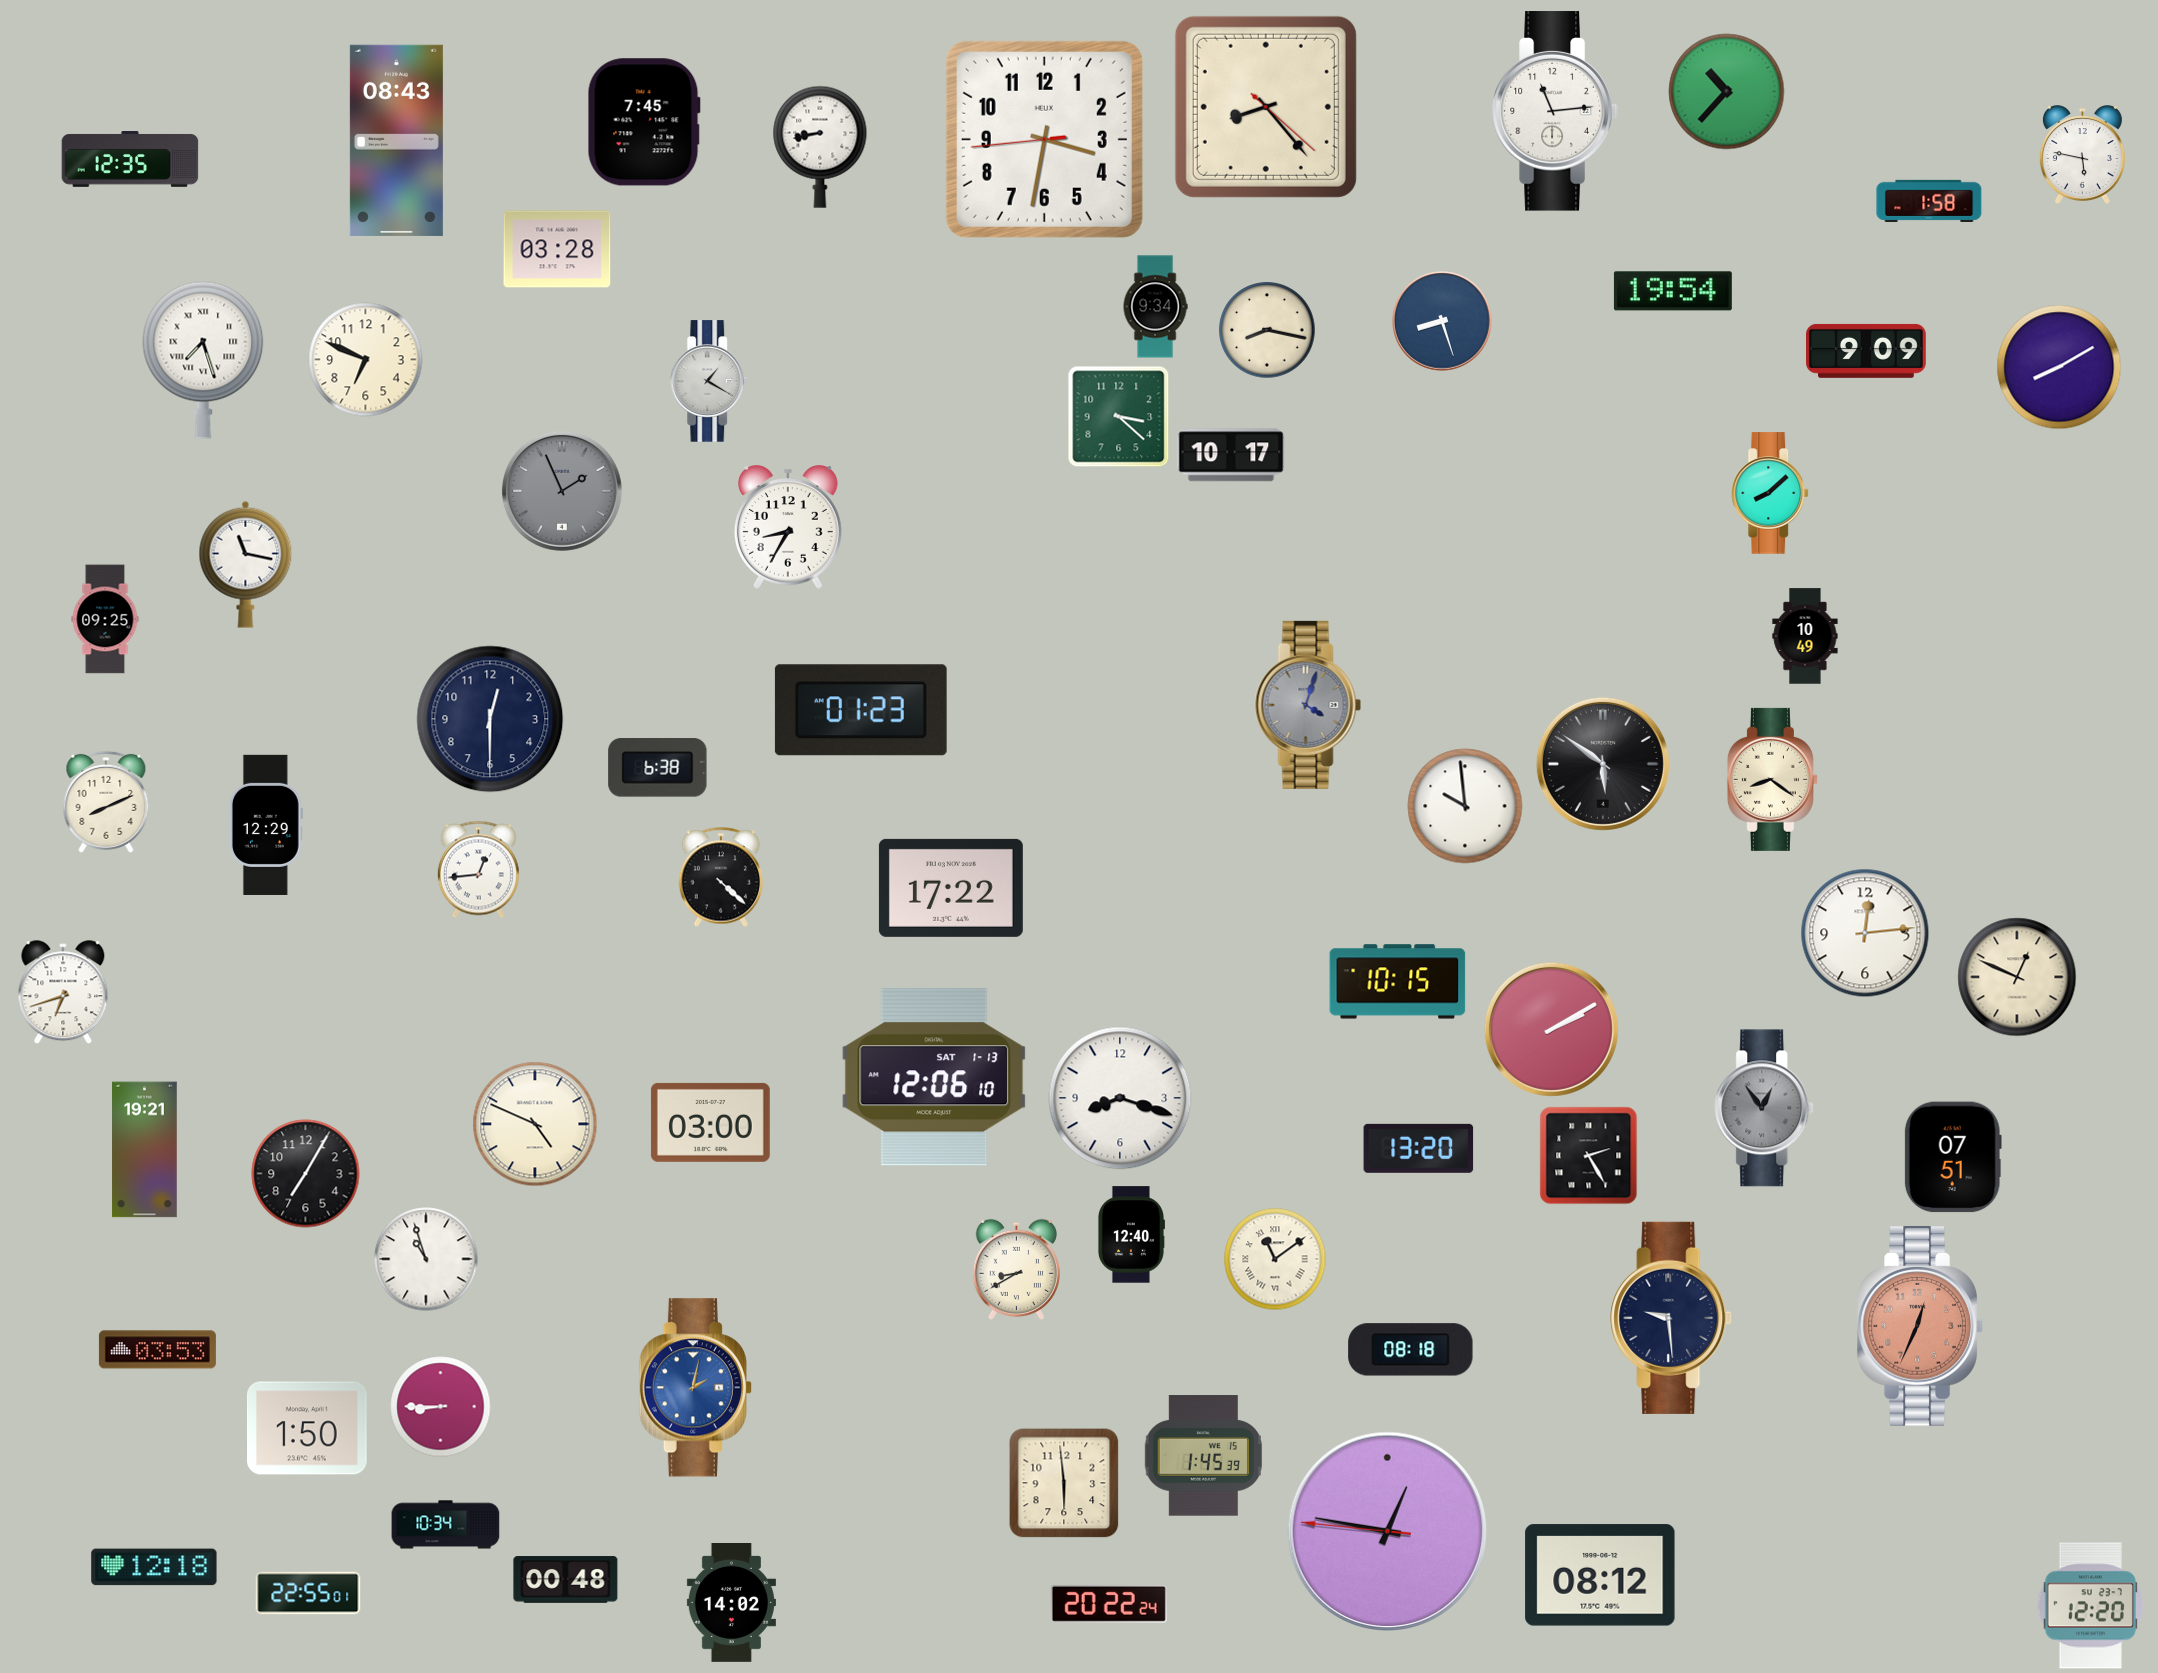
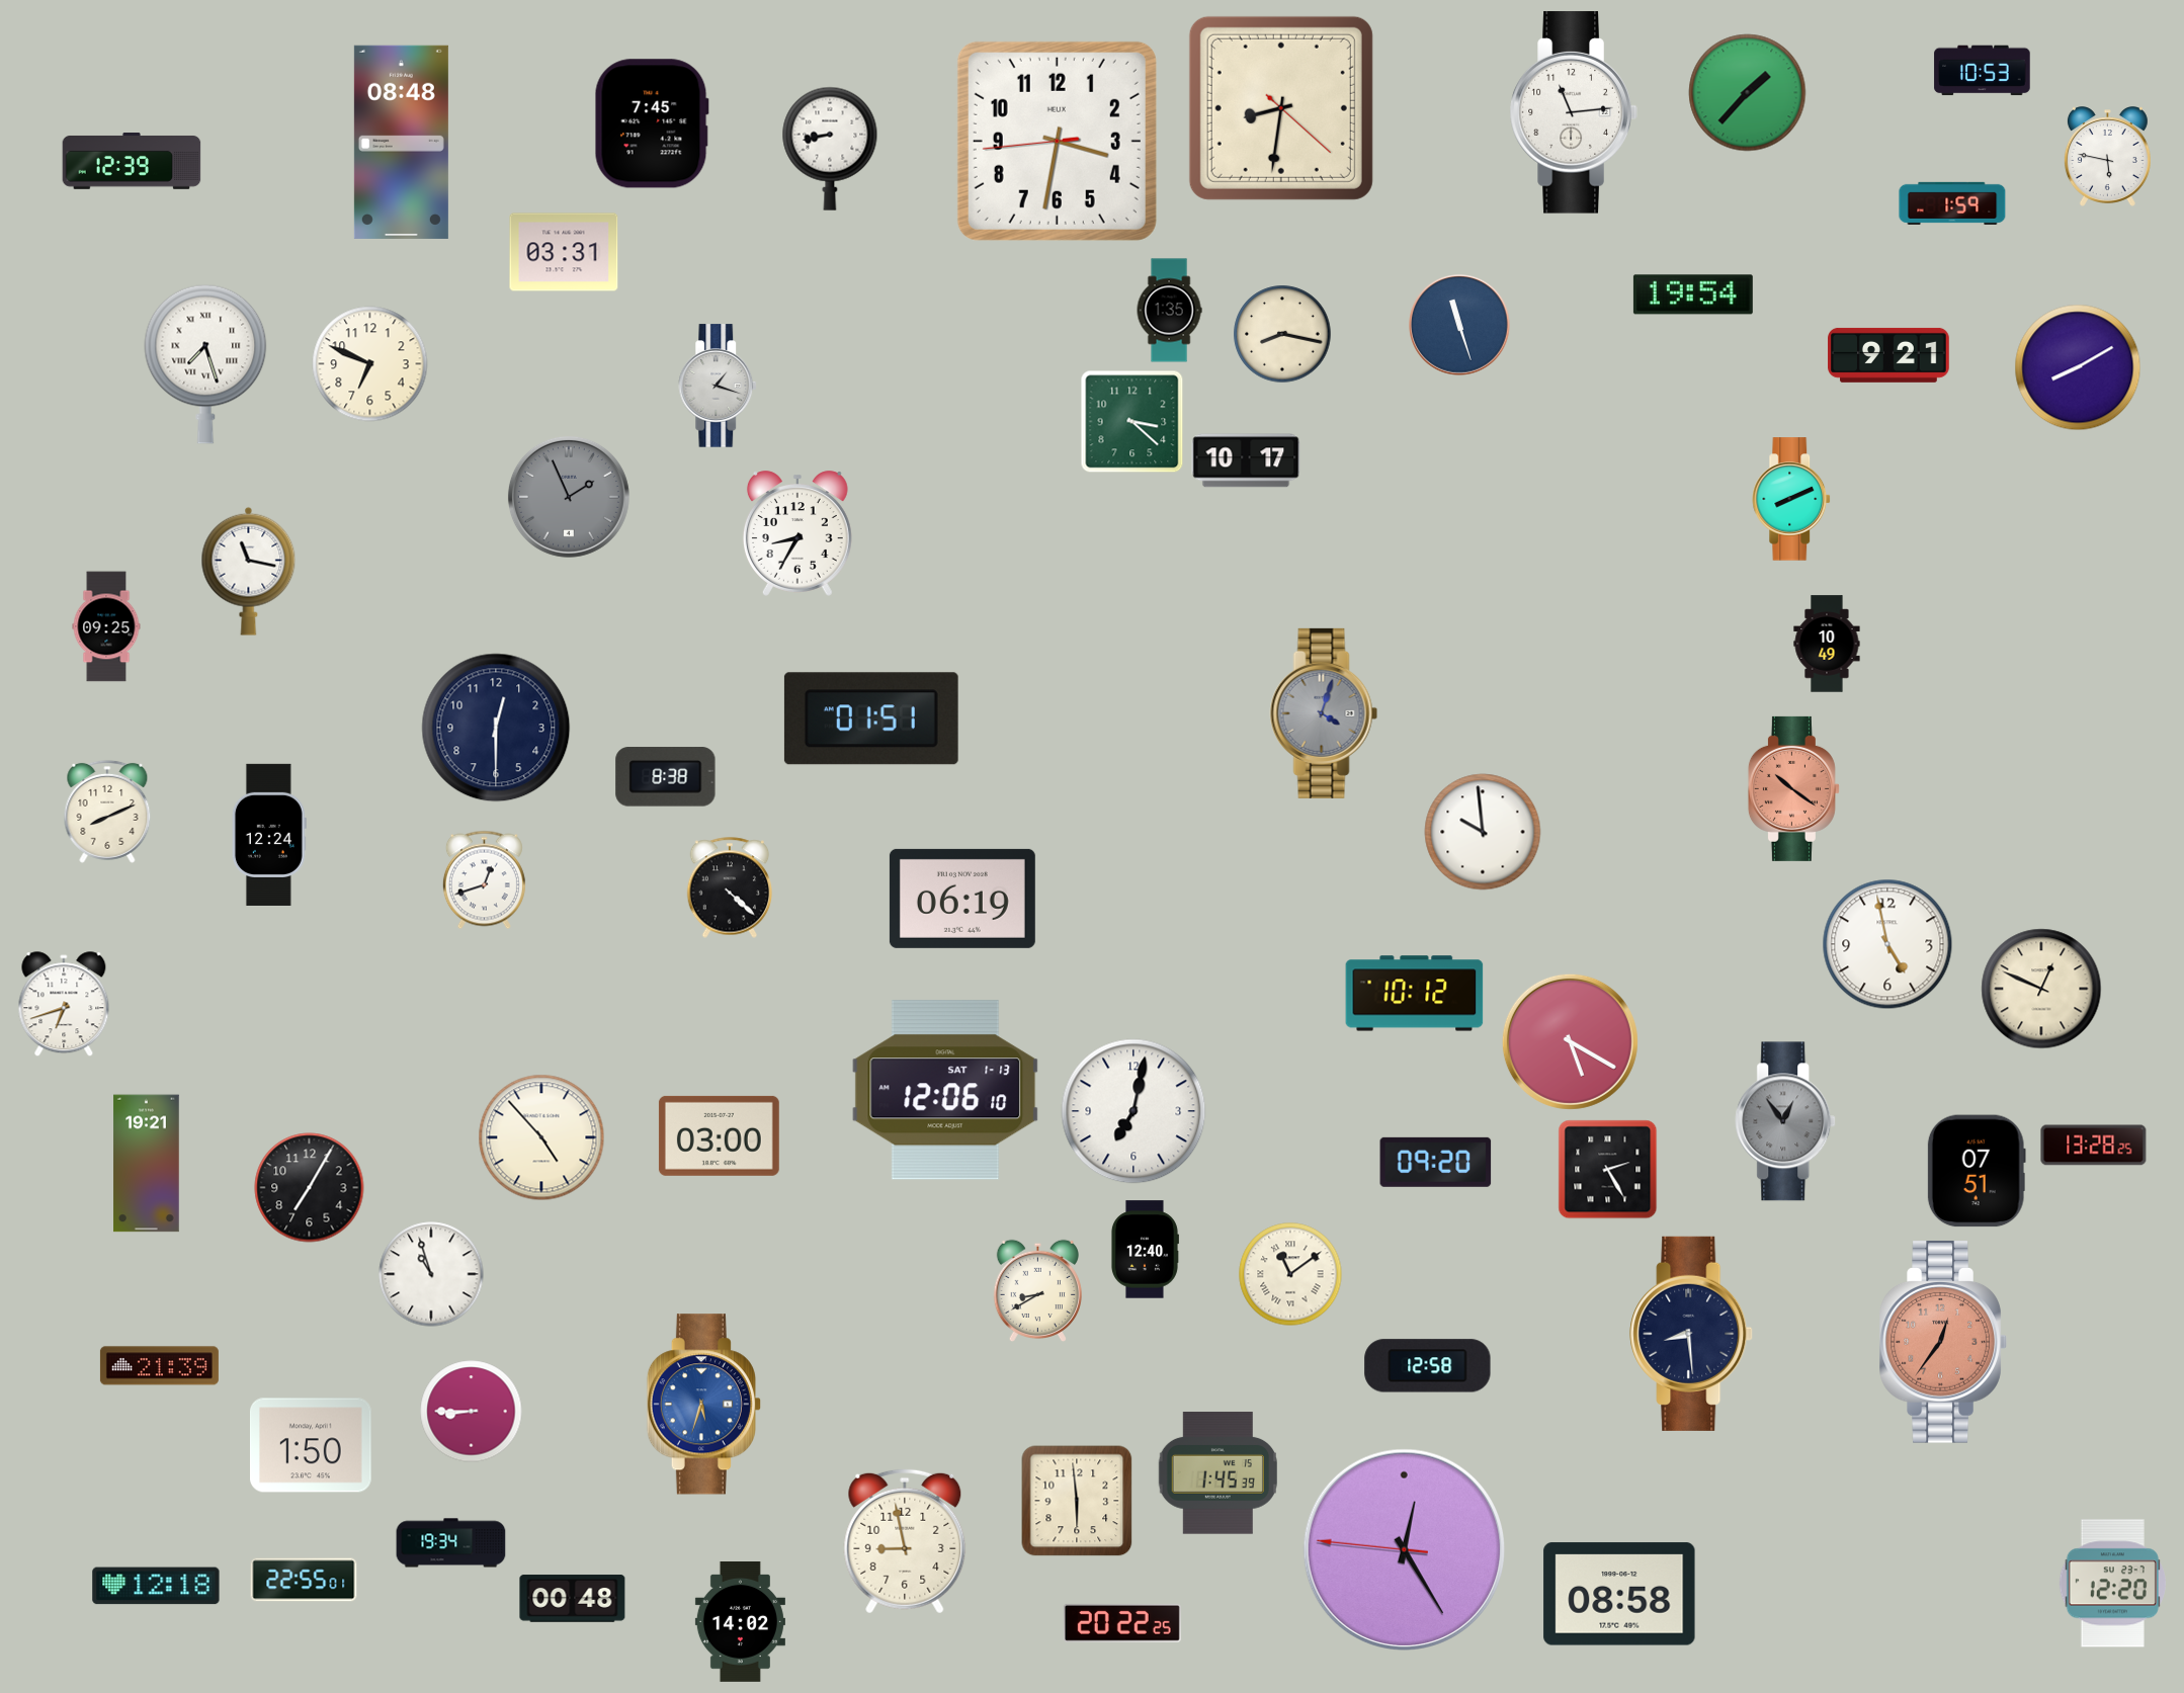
clock at (1983, 71): none -> 10:53
clock at (1727, 92): 10:37 -> 1:37
clock at (1266, 107): 8:23 -> 8:31
clock at (396, 140): 08:43 -> 08:48
clock at (130, 160): 12:35 -> 12:39
clock at (1929, 201): 1:58 -> 1:59
clock at (557, 249): 03:28 -> 03:31
clock at (1155, 307): 9:34 -> 1:35
clock at (1442, 321): 8:27 -> 11:27
clock at (1866, 351): 9:09 -> 9:21
clock at (2059, 367) position: (2059, 367) -> (2078, 367)
clock at (710, 381): 1:20 -> 1:18
clock at (1771, 493): 8:08 -> 8:11
clock at (861, 710): 01:23 -> 01:51
clock at (1603, 764): 5:51 -> none
clock at (658, 768): 6:38 -> 8:38
clock at (1772, 779): 8:21 -> 10:21
clock at (1772, 779) dial: cream -> salmon
clock at (1465, 806) position: (1465, 806) -> (1483, 832)
clock at (266, 825): 12:29 -> 12:24
clock at (478, 870): 12:44 -> 12:42
clock at (951, 888): 17:22 -> 06:19
clock at (1865, 933): 12:14 -> 4:58
clock at (1398, 982): 10:15 -> 10:12
clock at (1551, 1029): 2:10 -> 5:20
clock at (1120, 1098): 8:18 -> 7:02
clock at (535, 1124): 4:49 -> 4:53
clock at (2094, 1146): none -> 13:28
clock at (1419, 1148): 13:20 -> 09:20
clock at (1016, 1269) position: (1016, 1269) -> (1037, 1290)
clock at (1671, 1318): 9:29 -> 8:29
clock at (1920, 1326): 12:34 -> 12:36
clock at (157, 1350): 03:53 -> 21:39
clock at (1411, 1350): 08:18 -> 12:58
clock at (695, 1388): 2:02 -> 5:33
clock at (441, 1407) position: (441, 1407) -> (472, 1412)
clock at (905, 1541): none -> 8:58
clock at (446, 1525): 10:34 -> 19:34
clock at (1387, 1531): 12:46 -> 12:24
clock at (1600, 1575): 08:12 -> 08:58
clock at (308, 1593) position: (308, 1593) -> (304, 1580)
clock at (1109, 1604): 20:22:24 -> 20:22:25
clock at (2090, 1606) position: (2090, 1606) -> (2112, 1584)
